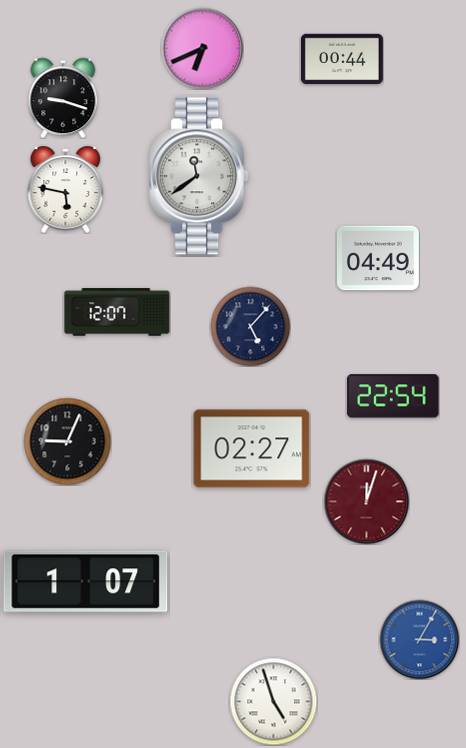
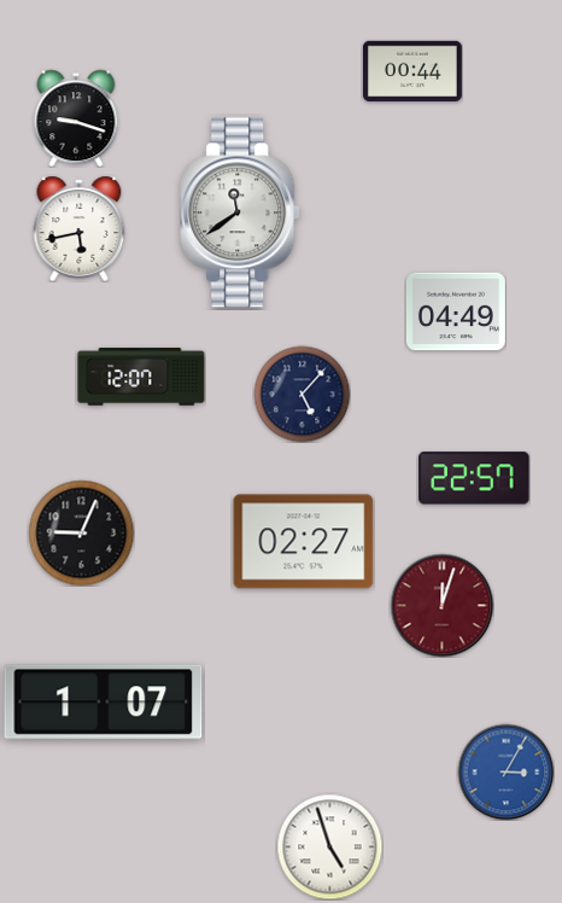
clock at (202, 48): 6:41 -> none
clock at (66, 189): 5:47 -> 5:43
clock at (393, 396): 22:54 -> 22:57
